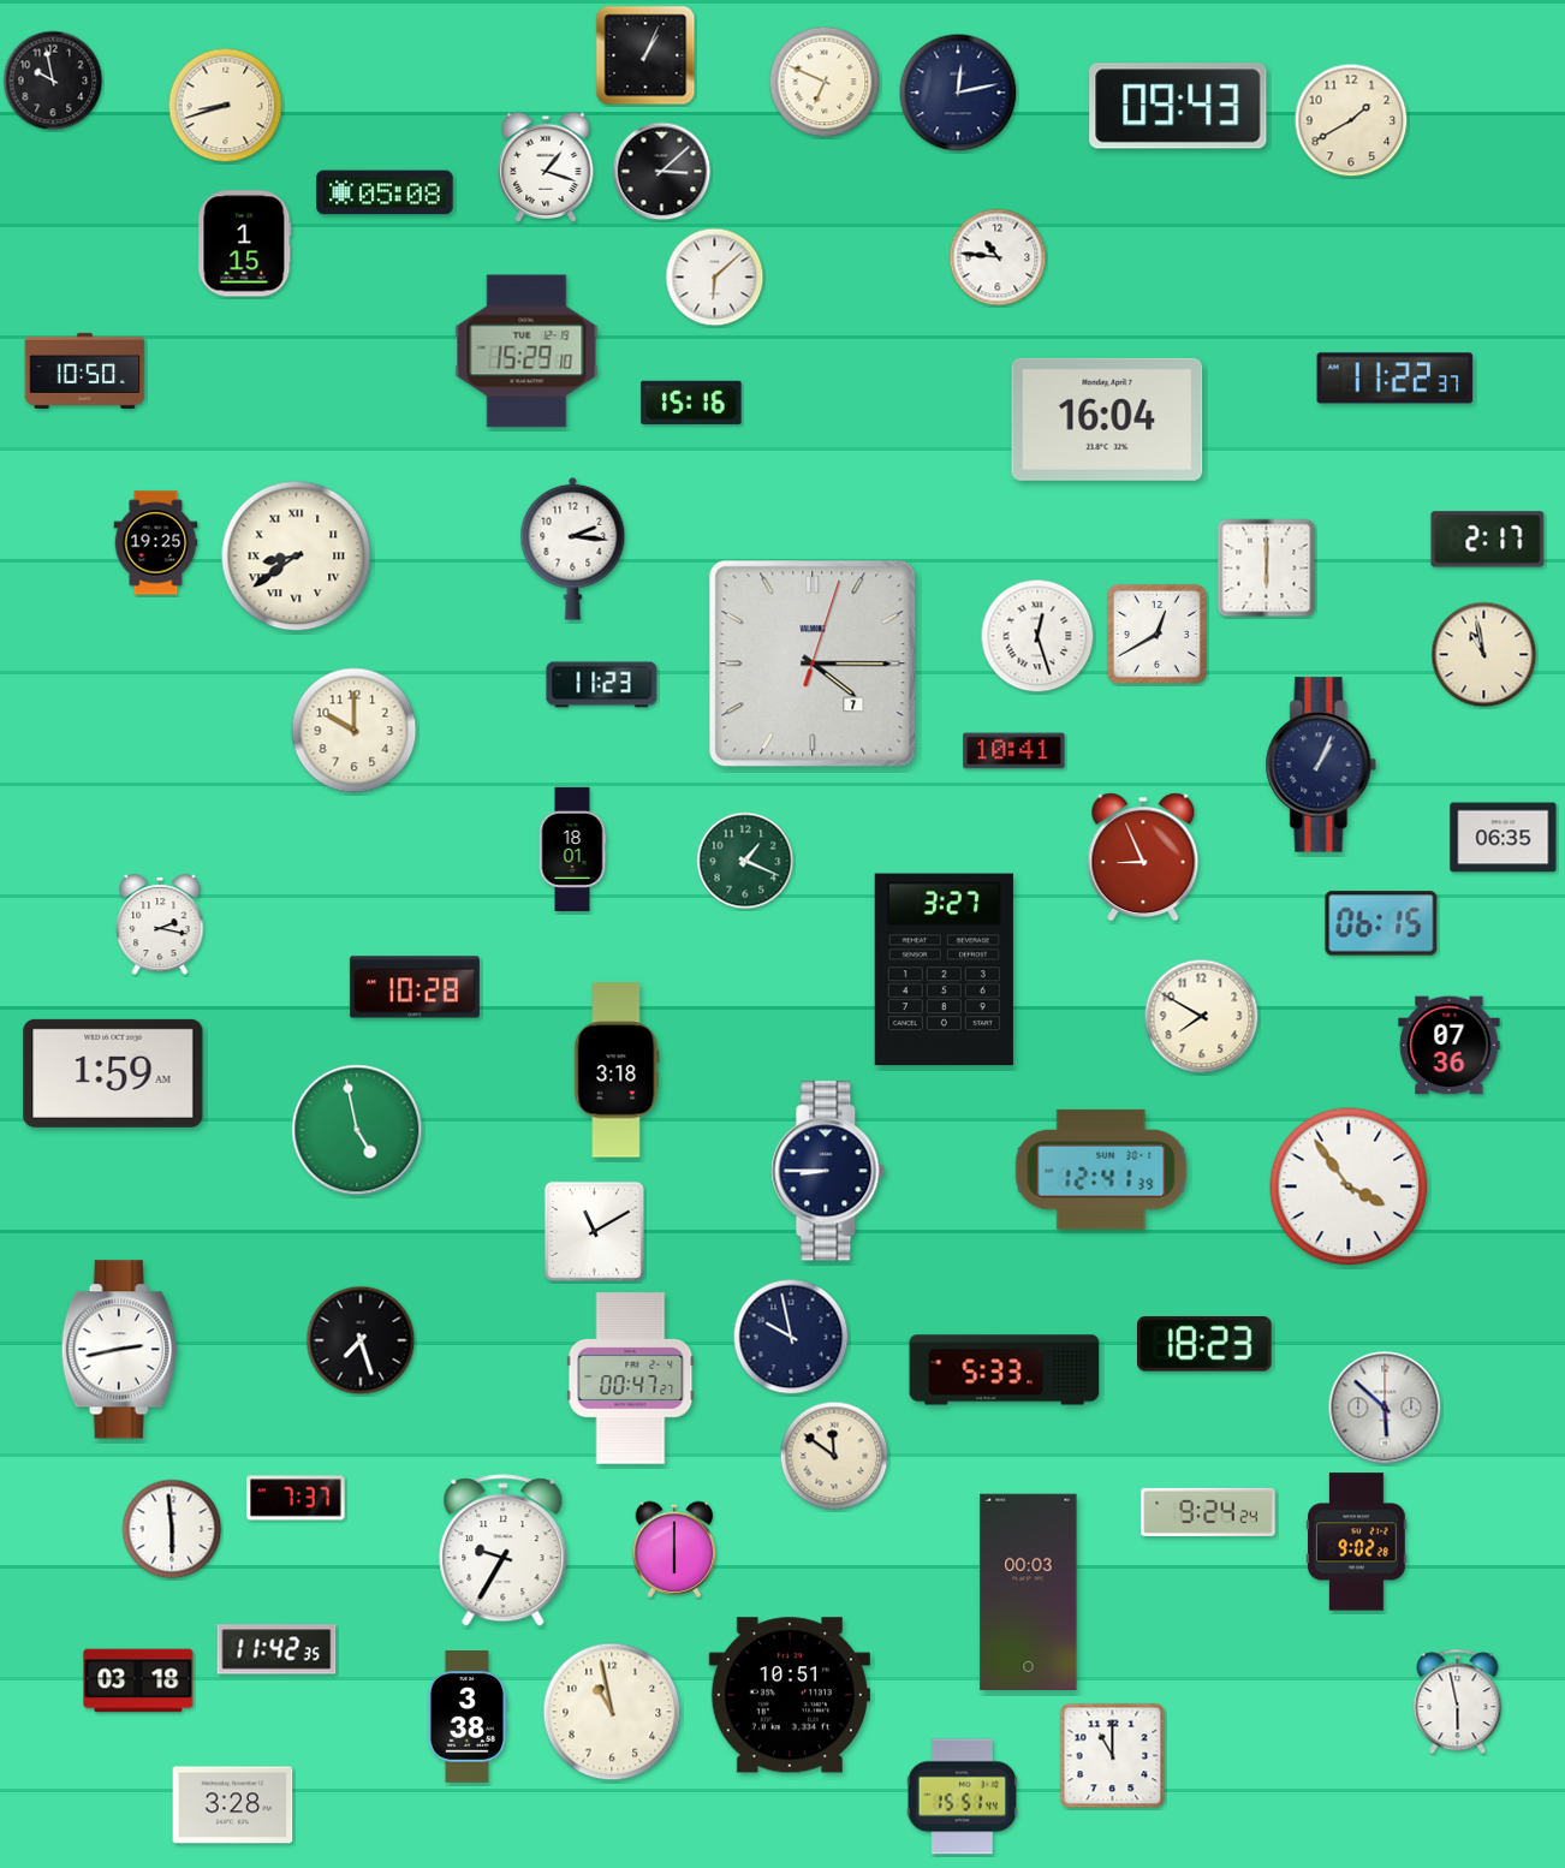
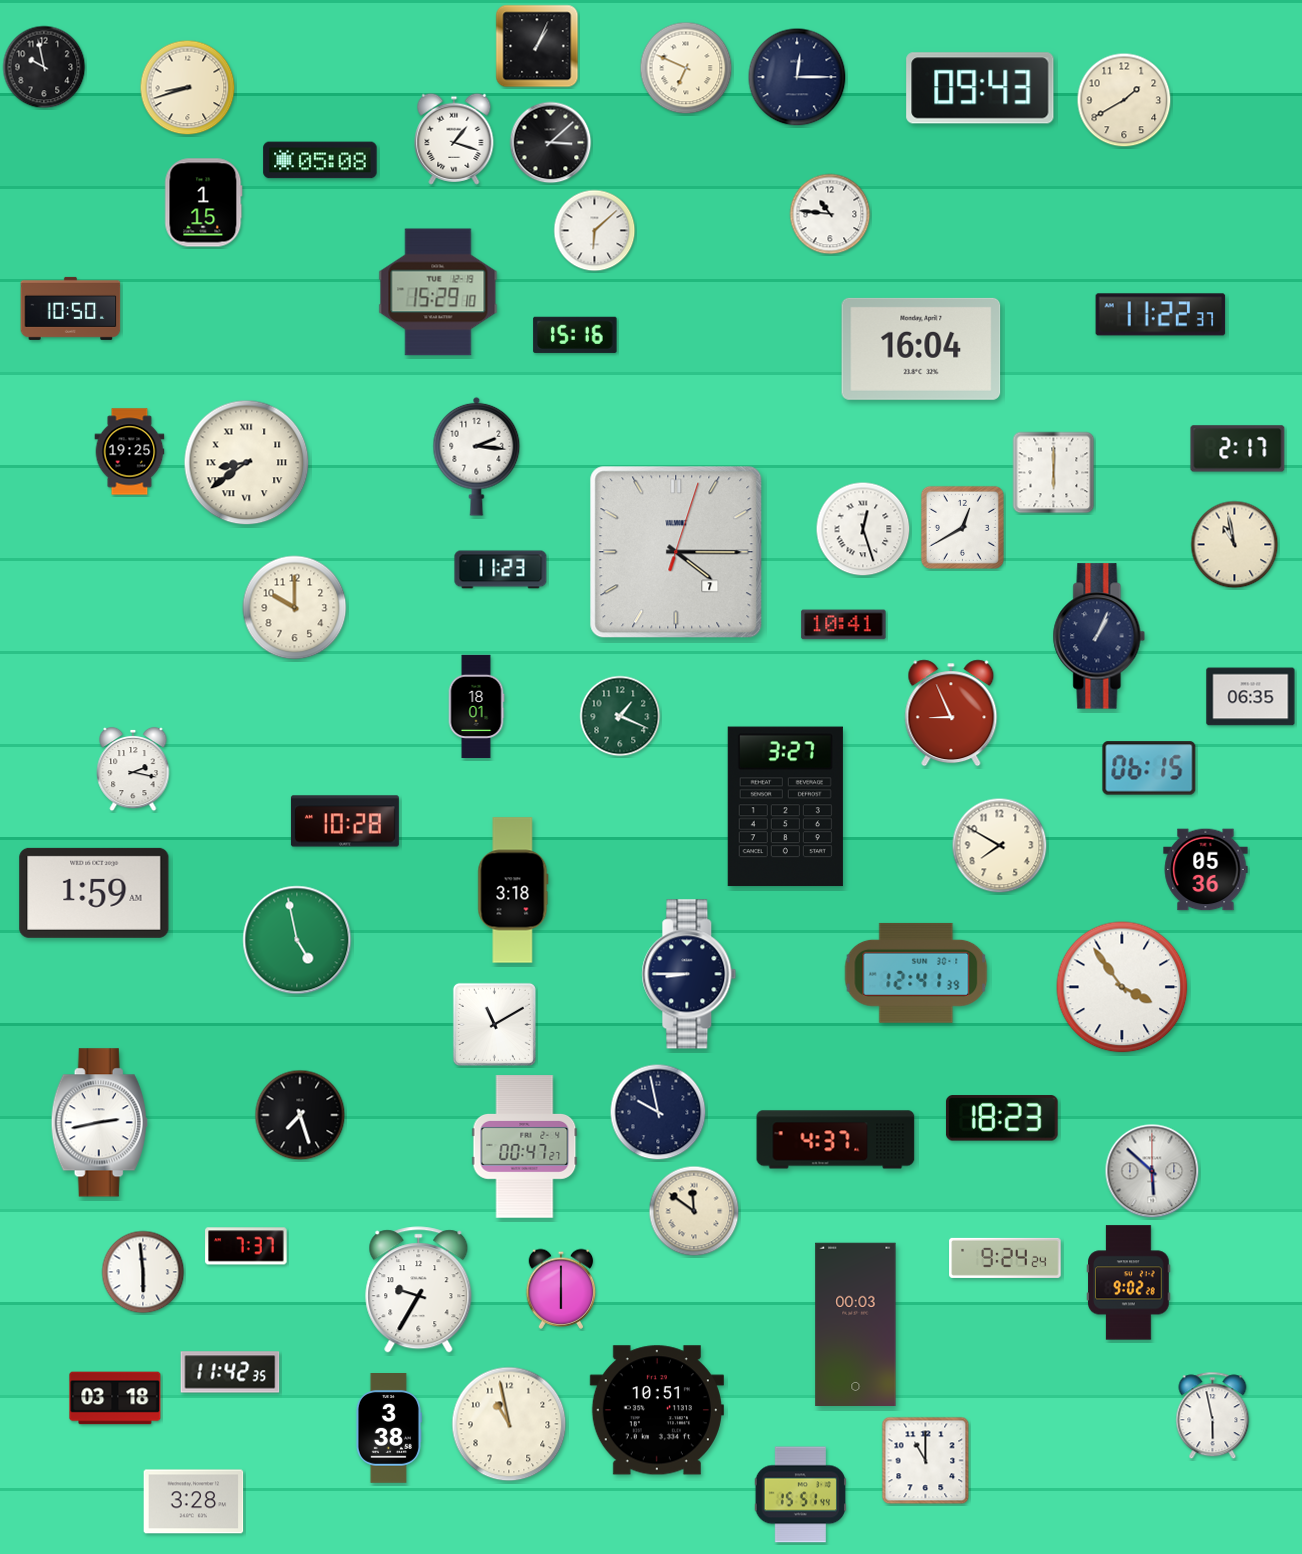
clock at (958, 93): 12:13 -> 12:15
clock at (1450, 1046): 07:36 -> 05:36
clock at (1005, 1370): 5:33 -> 4:37
